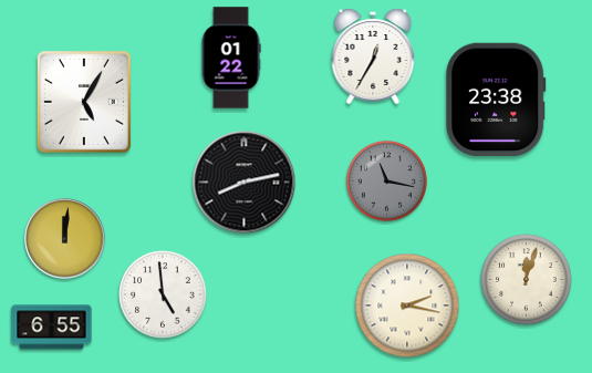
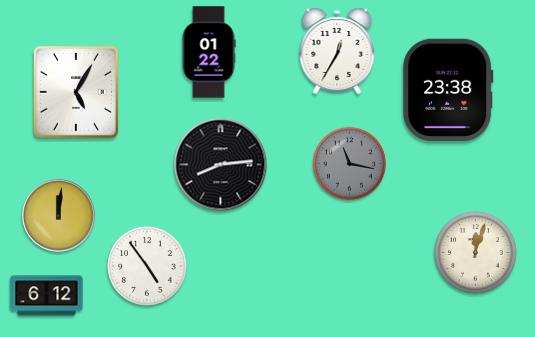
clock at (245, 183): 8:13 -> 8:14
clock at (163, 294): 4:59 -> 4:54
clock at (407, 305): 2:17 -> none
clock at (52, 328): 6:55 -> 6:12
